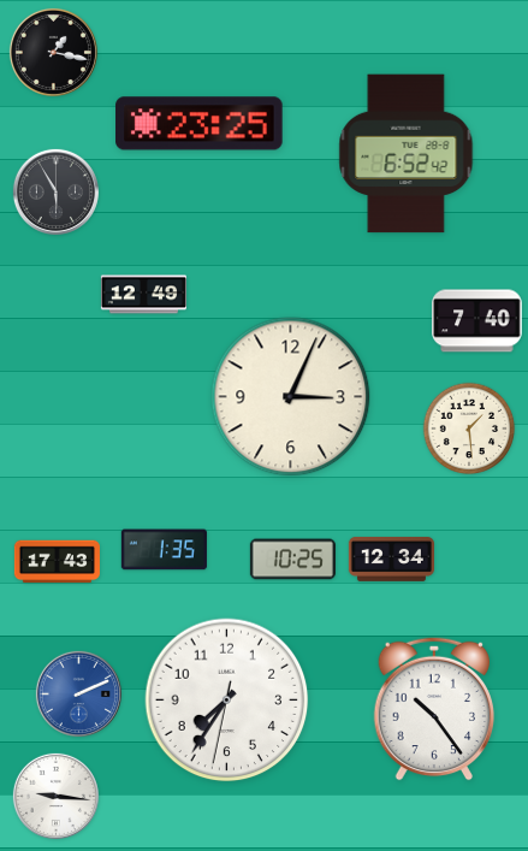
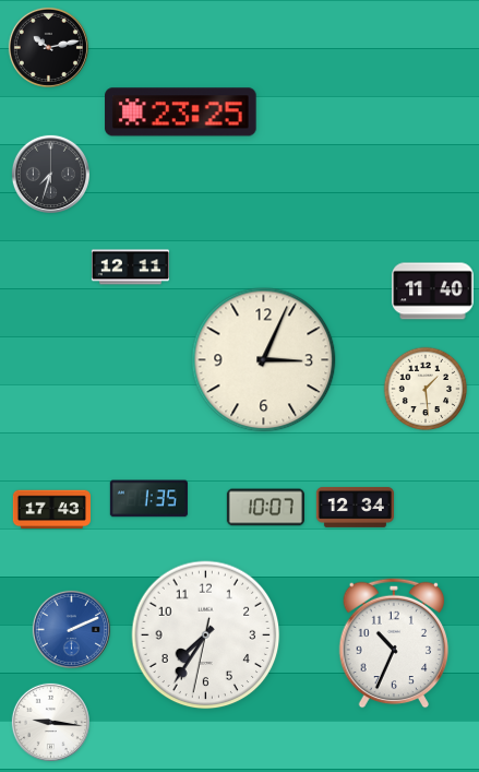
clock at (53, 52): 1:17 -> 10:13
clock at (407, 154): 6:52 -> none
clock at (55, 191): 5:55 -> 7:33
clock at (143, 295): 12:49 -> 12:11
clock at (477, 321): 7:40 -> 11:40
clock at (292, 560): 10:25 -> 10:07
clock at (434, 709): 10:24 -> 10:34
